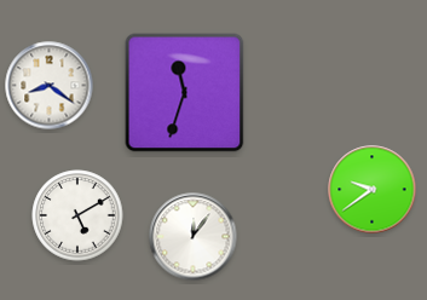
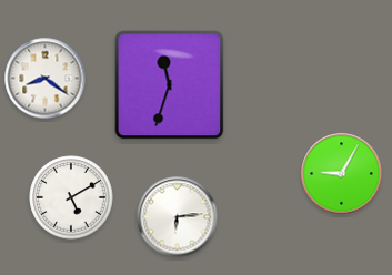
clock at (373, 190): 9:39 -> 9:05
clock at (194, 237): 12:06 -> 6:14
